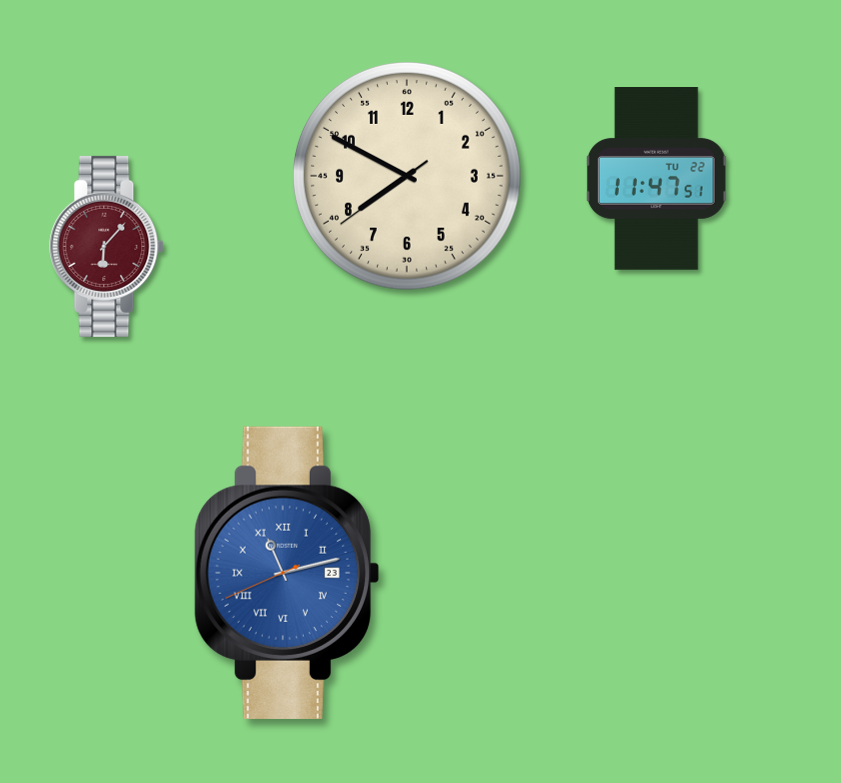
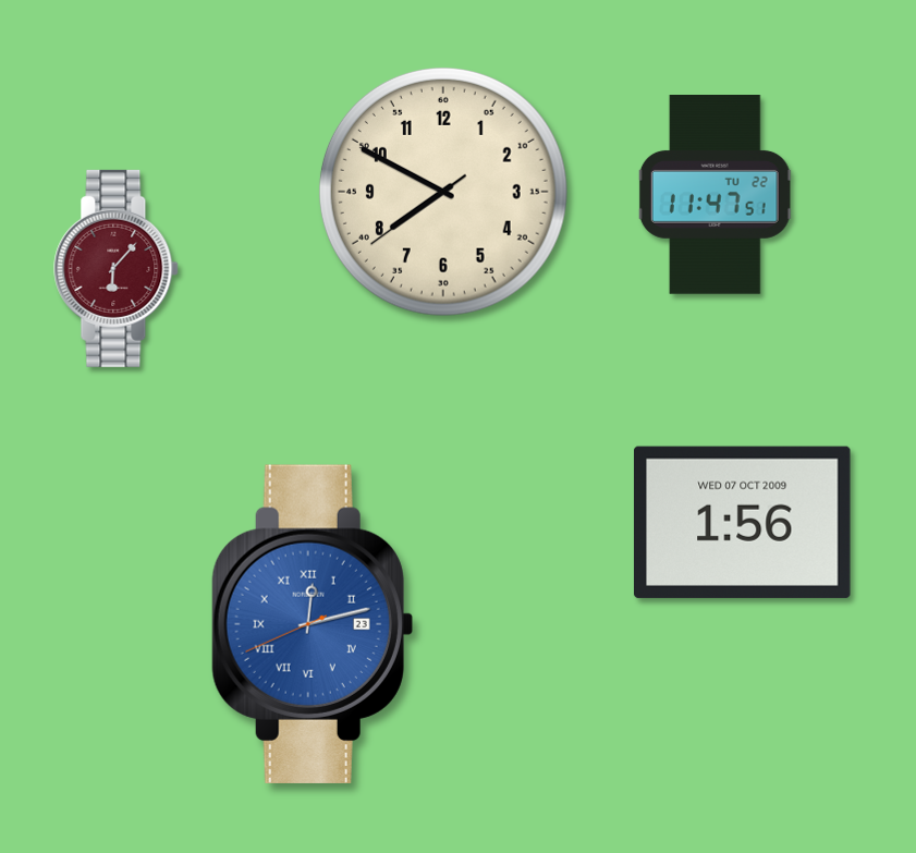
clock at (743, 522): none -> 1:56
clock at (287, 573): 11:12 -> 12:12
